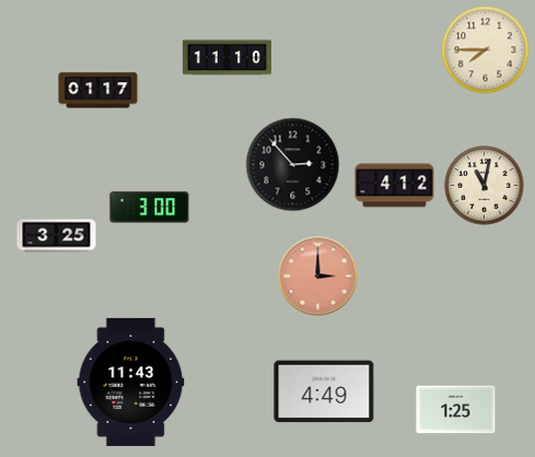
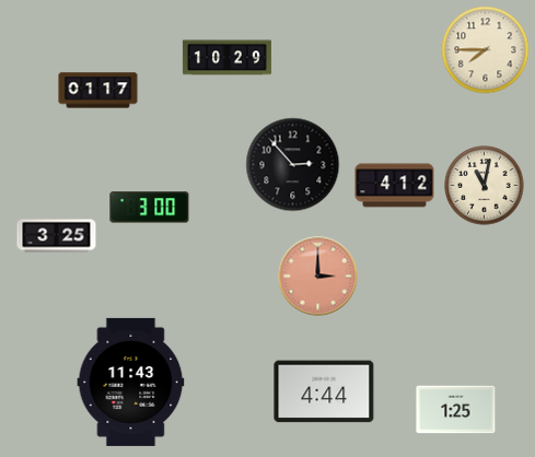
clock at (226, 58): 11:10 -> 10:29
clock at (324, 391): 4:49 -> 4:44
